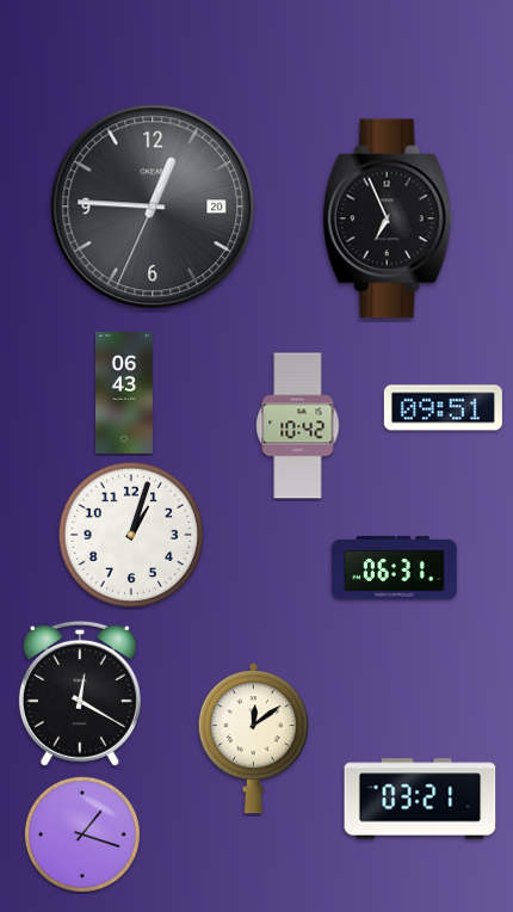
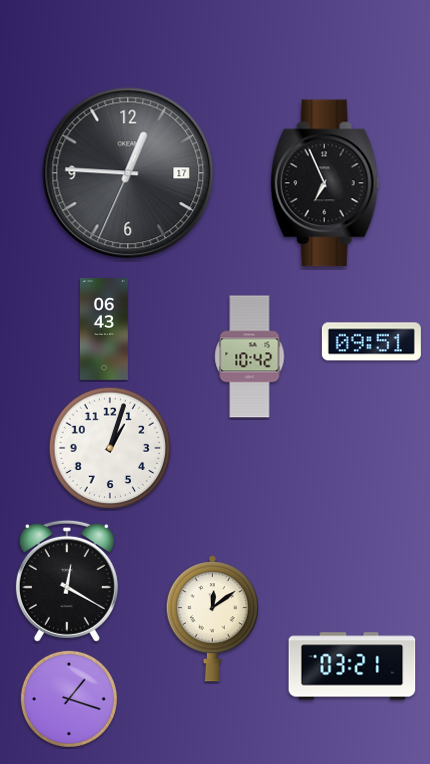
clock at (153, 207) date: 20 -> 17
clock at (395, 567): 06:31 -> none
clock at (420, 799) position: (420, 799) -> (352, 666)
